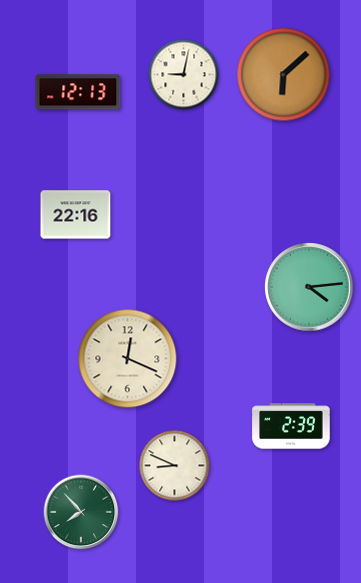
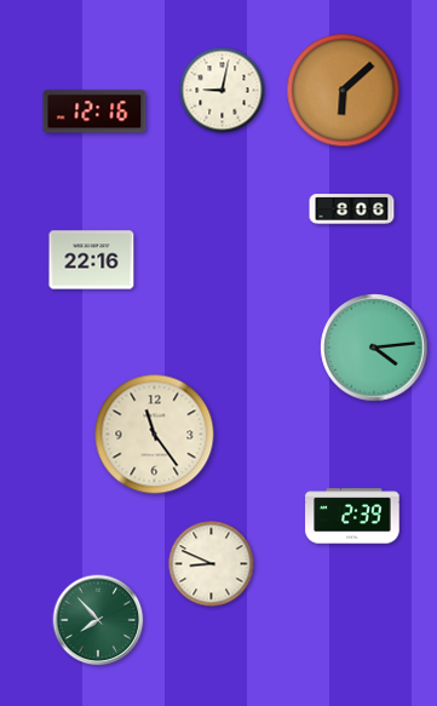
clock at (78, 92): 12:13 -> 12:16
clock at (352, 209): none -> 8:06
clock at (128, 359): 12:19 -> 11:24
